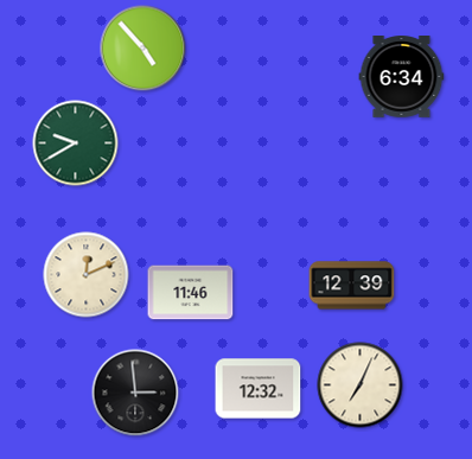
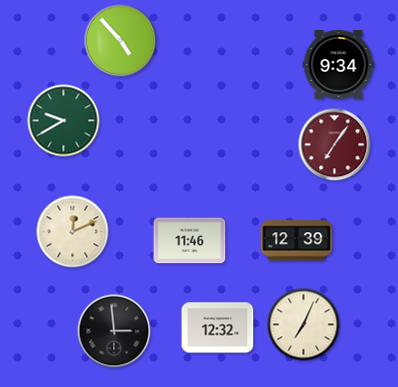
clock at (402, 77): 6:34 -> 9:34
clock at (335, 145): none -> 7:06
clock at (191, 293) position: (191, 293) -> (190, 241)
